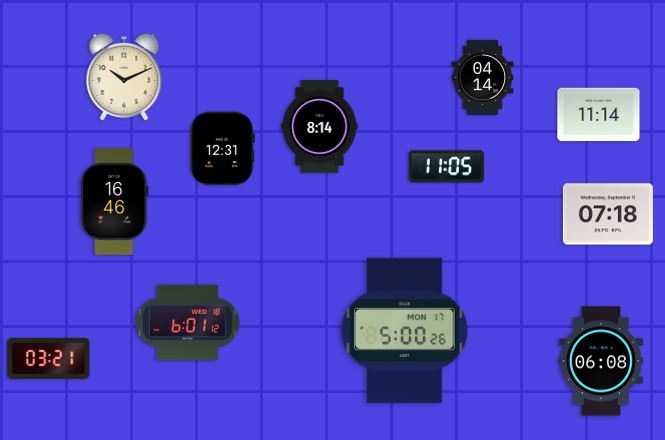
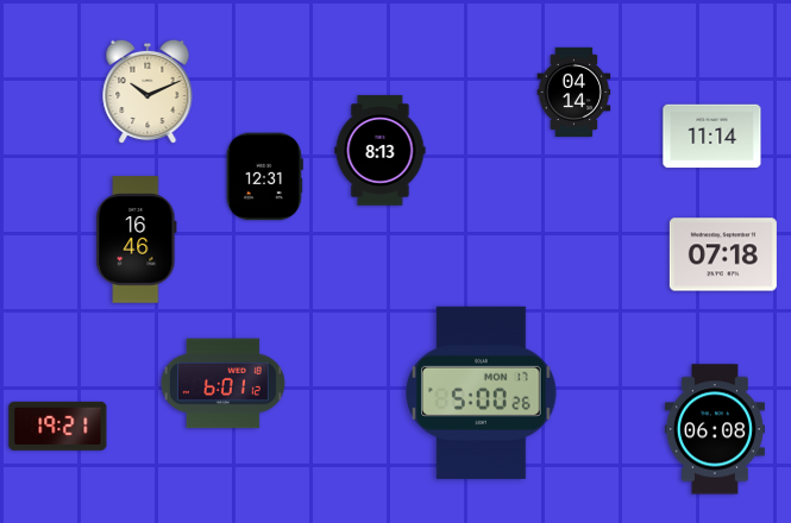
clock at (320, 127): 8:14 -> 8:13
clock at (446, 167): 11:05 -> none
clock at (49, 358): 03:21 -> 19:21
